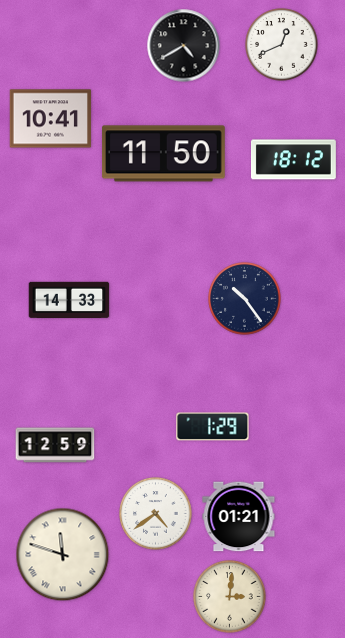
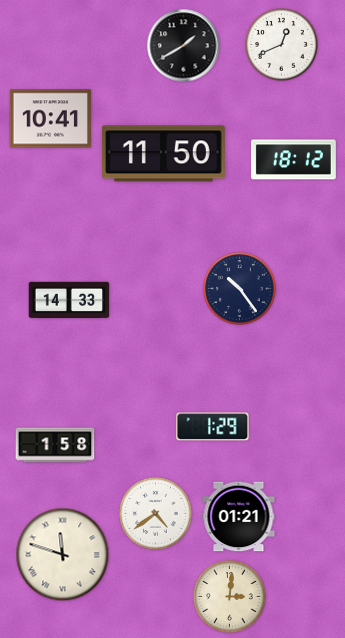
clock at (184, 46): 4:40 -> 1:40
clock at (245, 299) position: (245, 299) -> (240, 289)
clock at (55, 445): 12:59 -> 1:58
